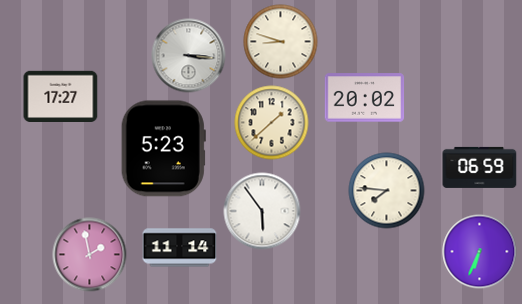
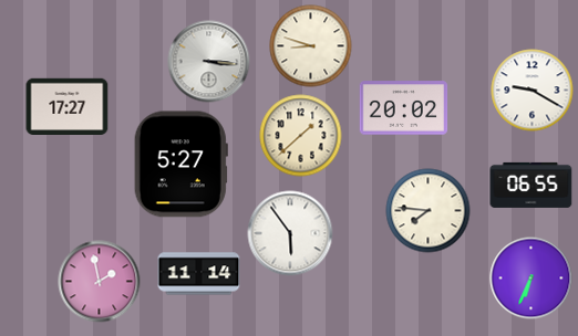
clock at (533, 91): none -> 9:20
clock at (163, 149): 5:23 -> 5:27
clock at (480, 167): 06:59 -> 06:55
